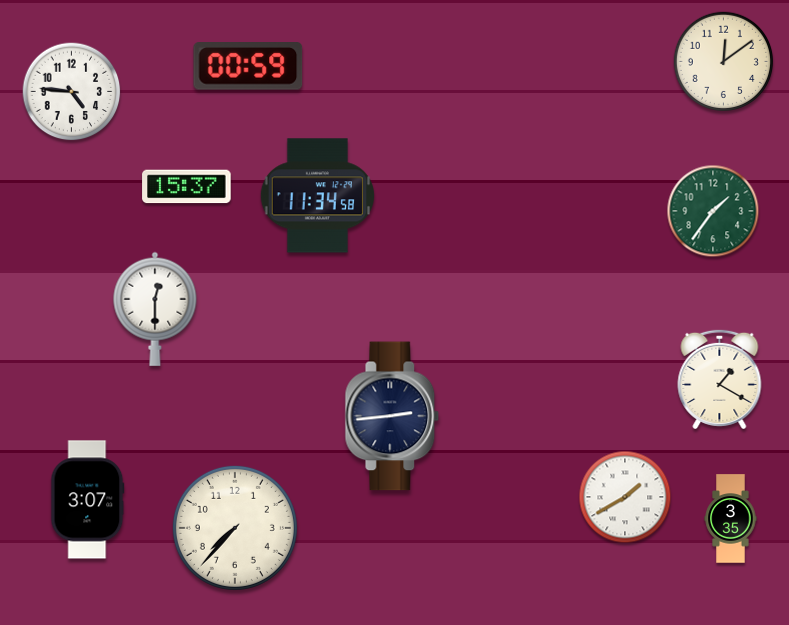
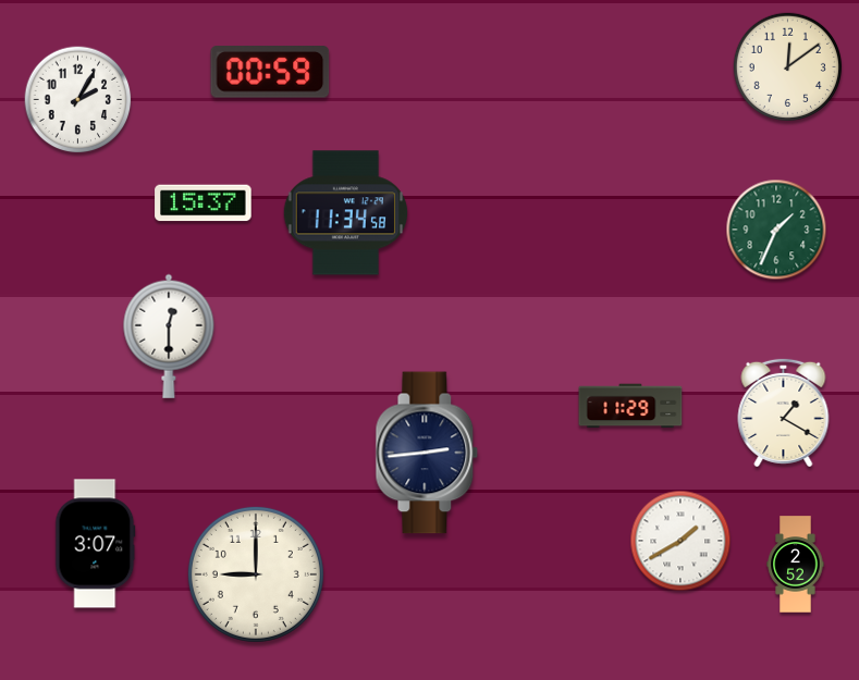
clock at (72, 92): 4:46 -> 2:05
clock at (713, 211): 1:36 -> 1:34
clock at (630, 406): none -> 11:29
clock at (731, 519): 3:35 -> 2:52
clock at (235, 528): 7:37 -> 9:00
